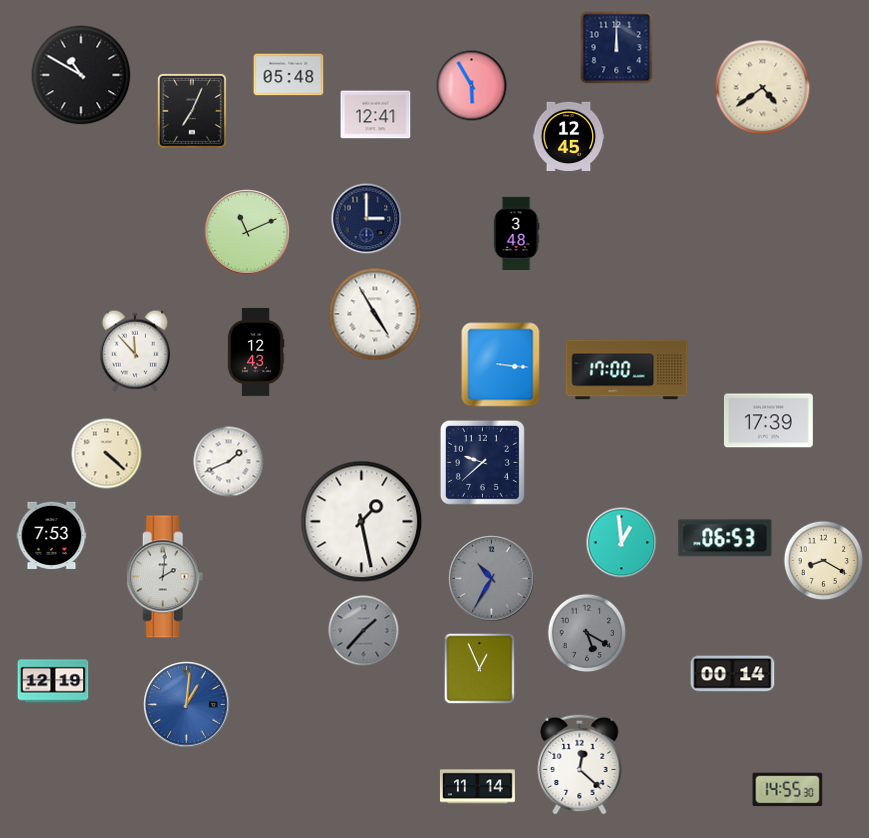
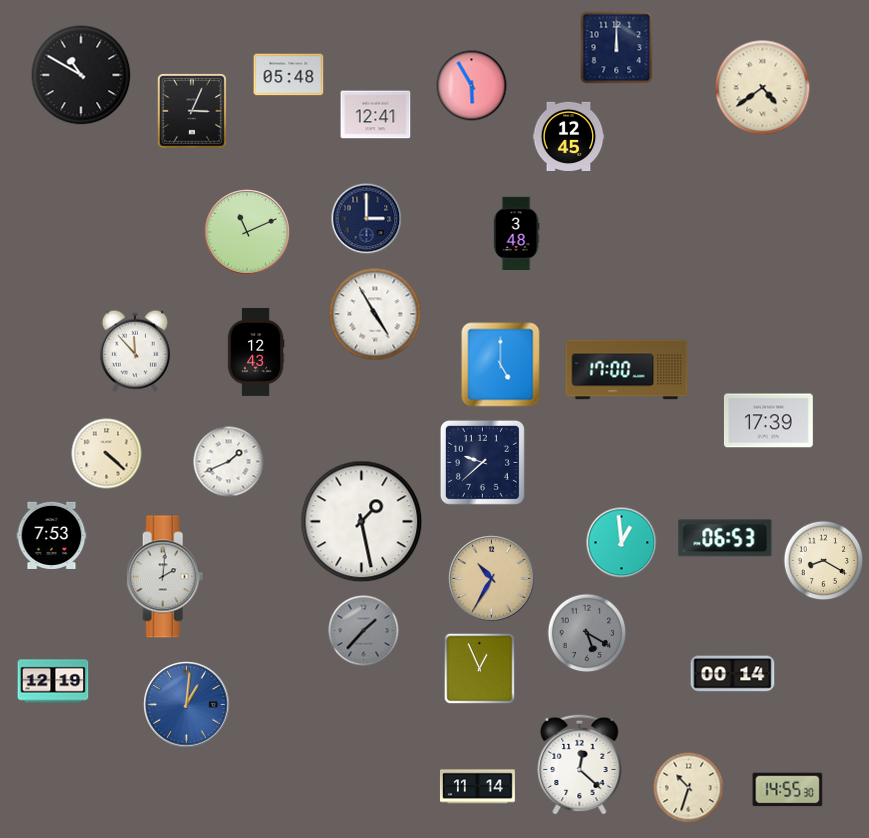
clock at (192, 112): 7:04 -> 3:04
clock at (501, 365): 3:16 -> 5:00
clock at (492, 579) dial: grey -> champagne
clock at (689, 788): none -> 10:33
